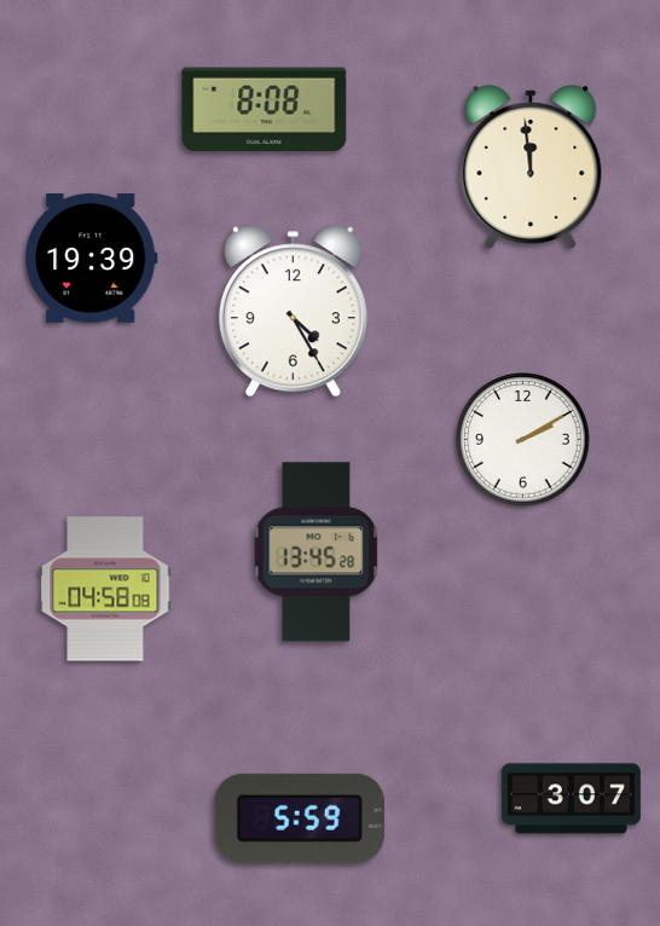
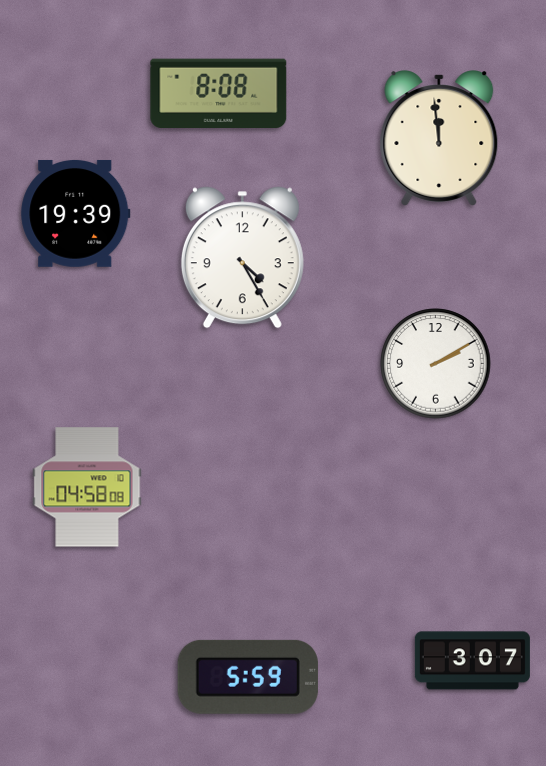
clock at (265, 109) position: (265, 109) -> (219, 93)
clock at (523, 440) position: (523, 440) -> (436, 364)
clock at (317, 552): 13:45 -> none
